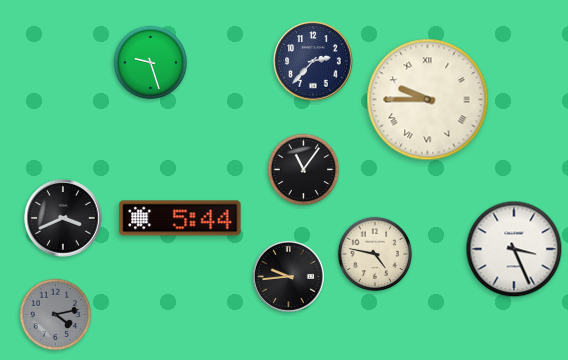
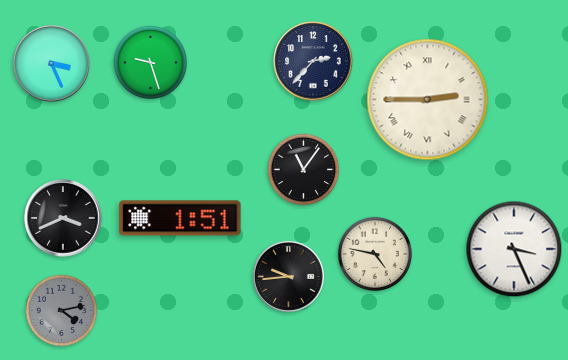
clock at (52, 64): none -> 3:26
clock at (428, 100): 9:45 -> 2:45
clock at (180, 218): 5:44 -> 1:51
clock at (56, 315) position: (56, 315) -> (62, 311)
